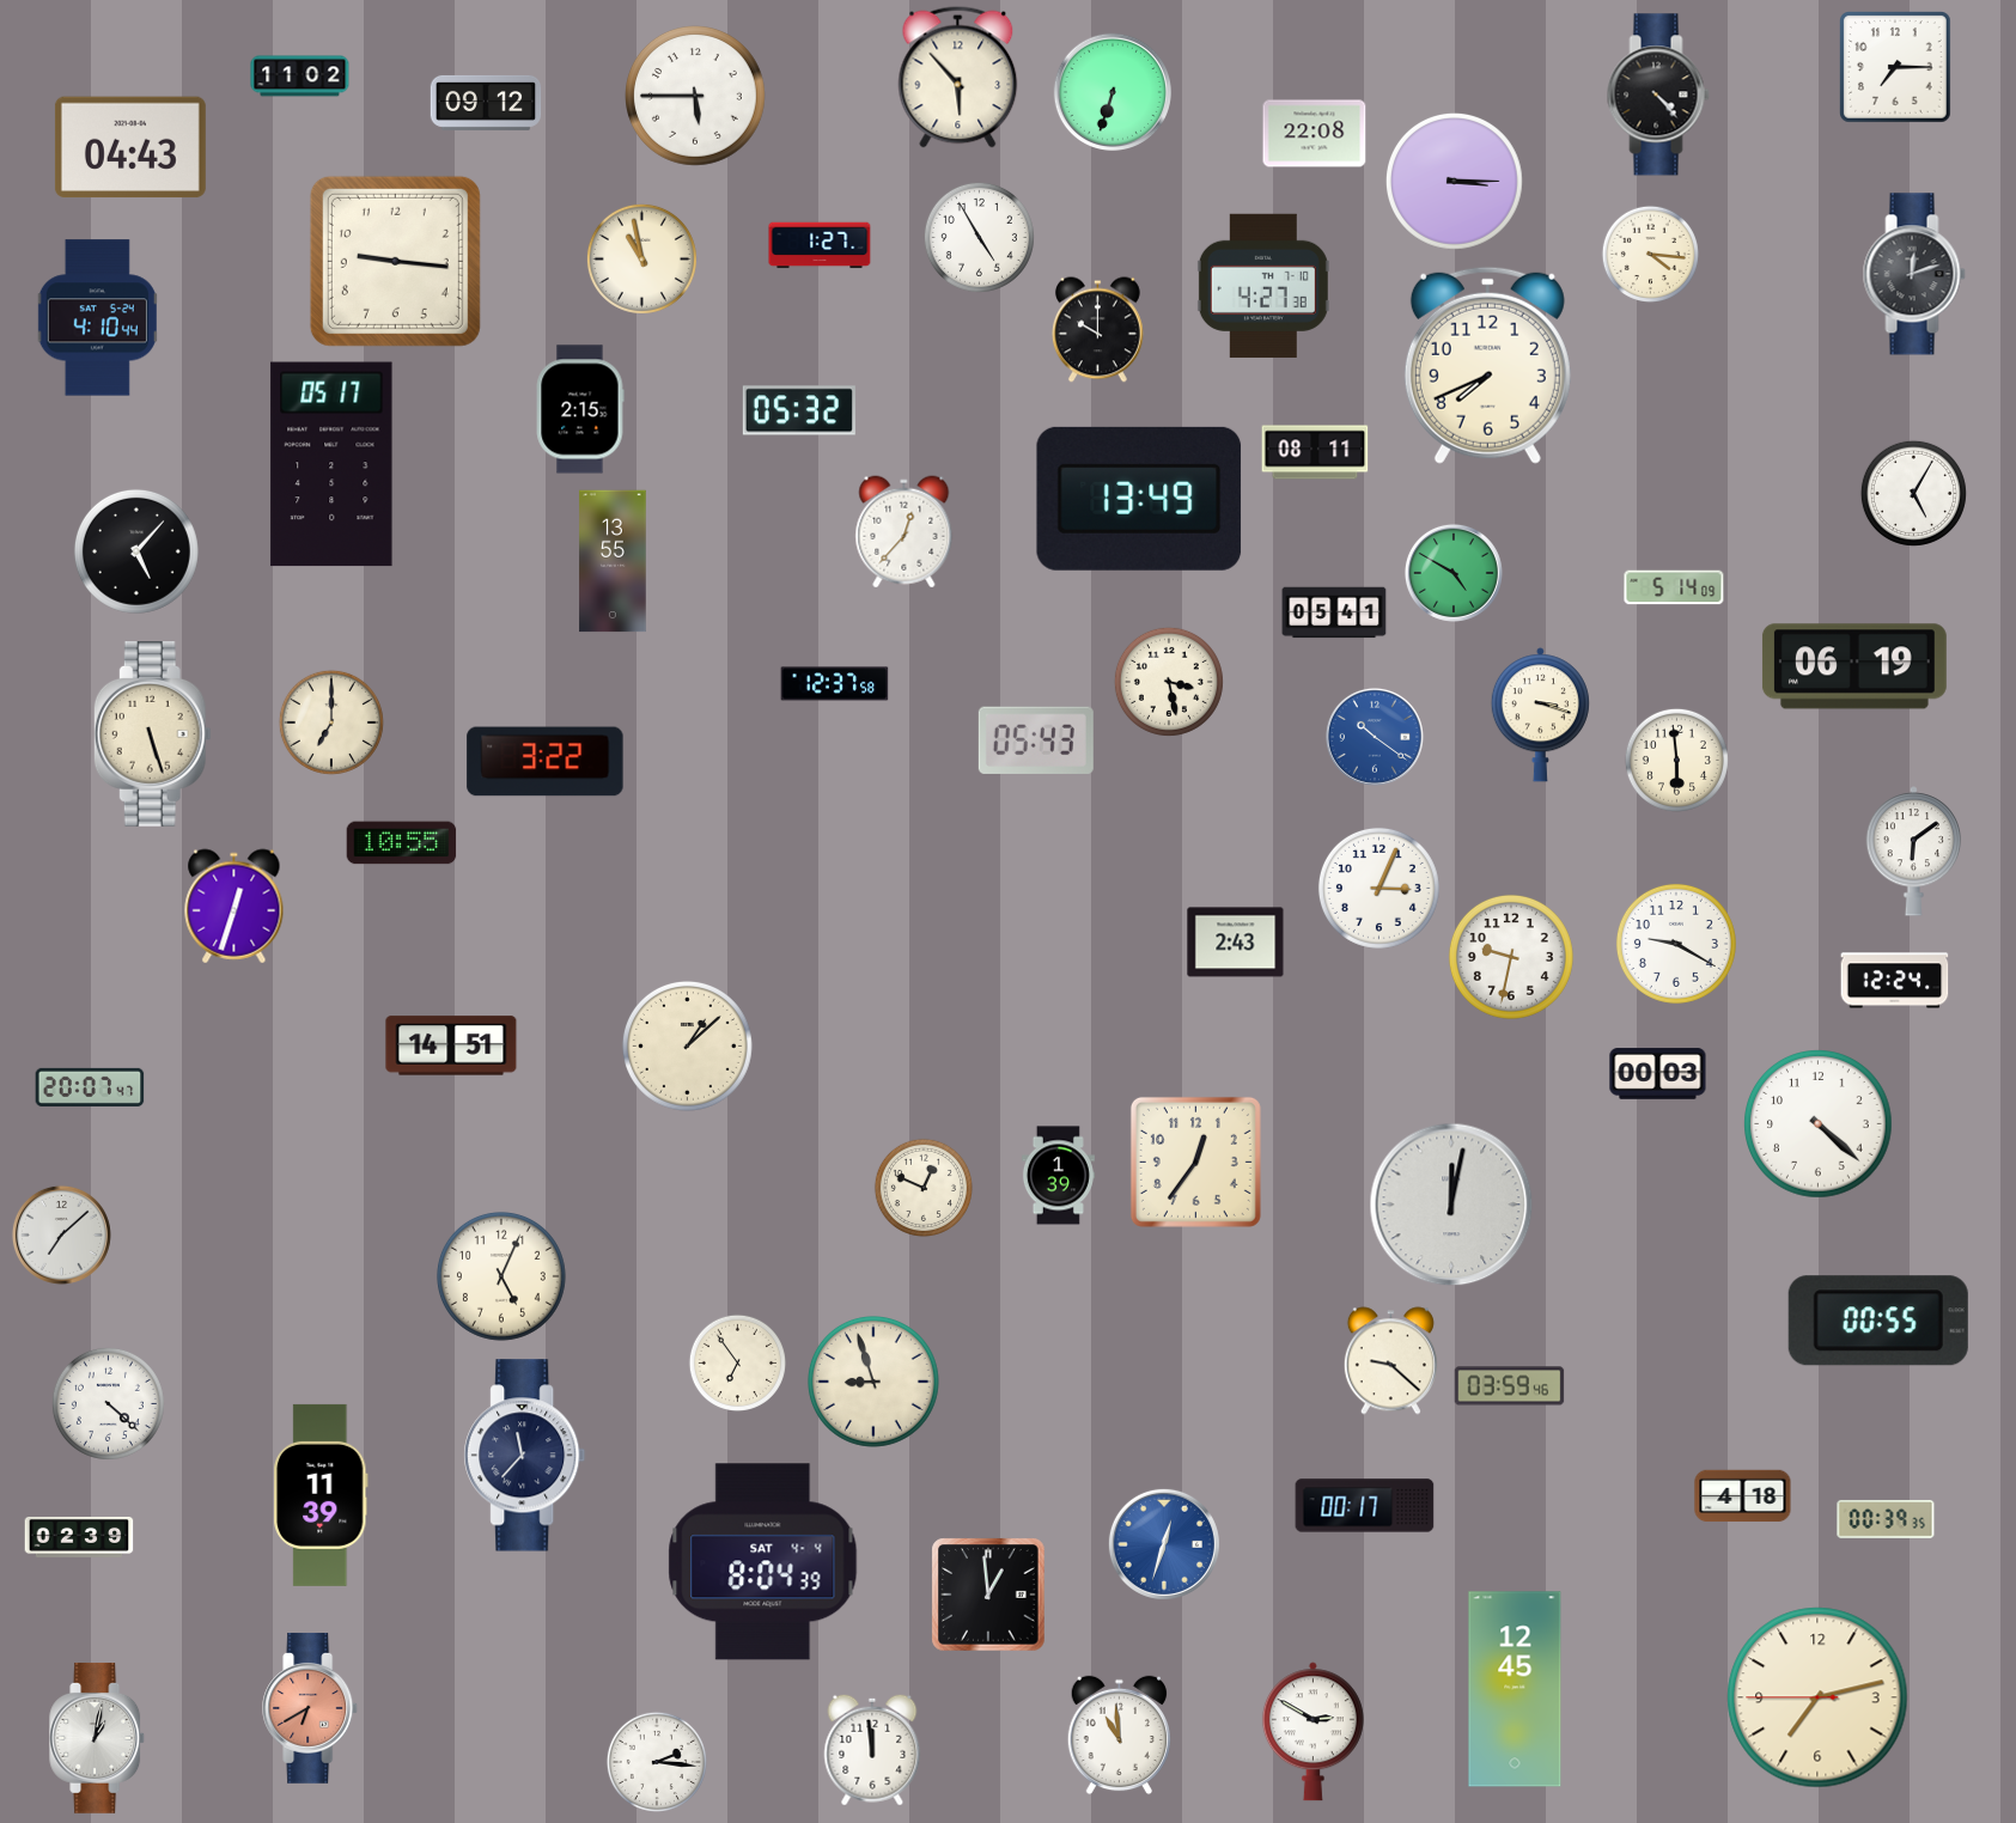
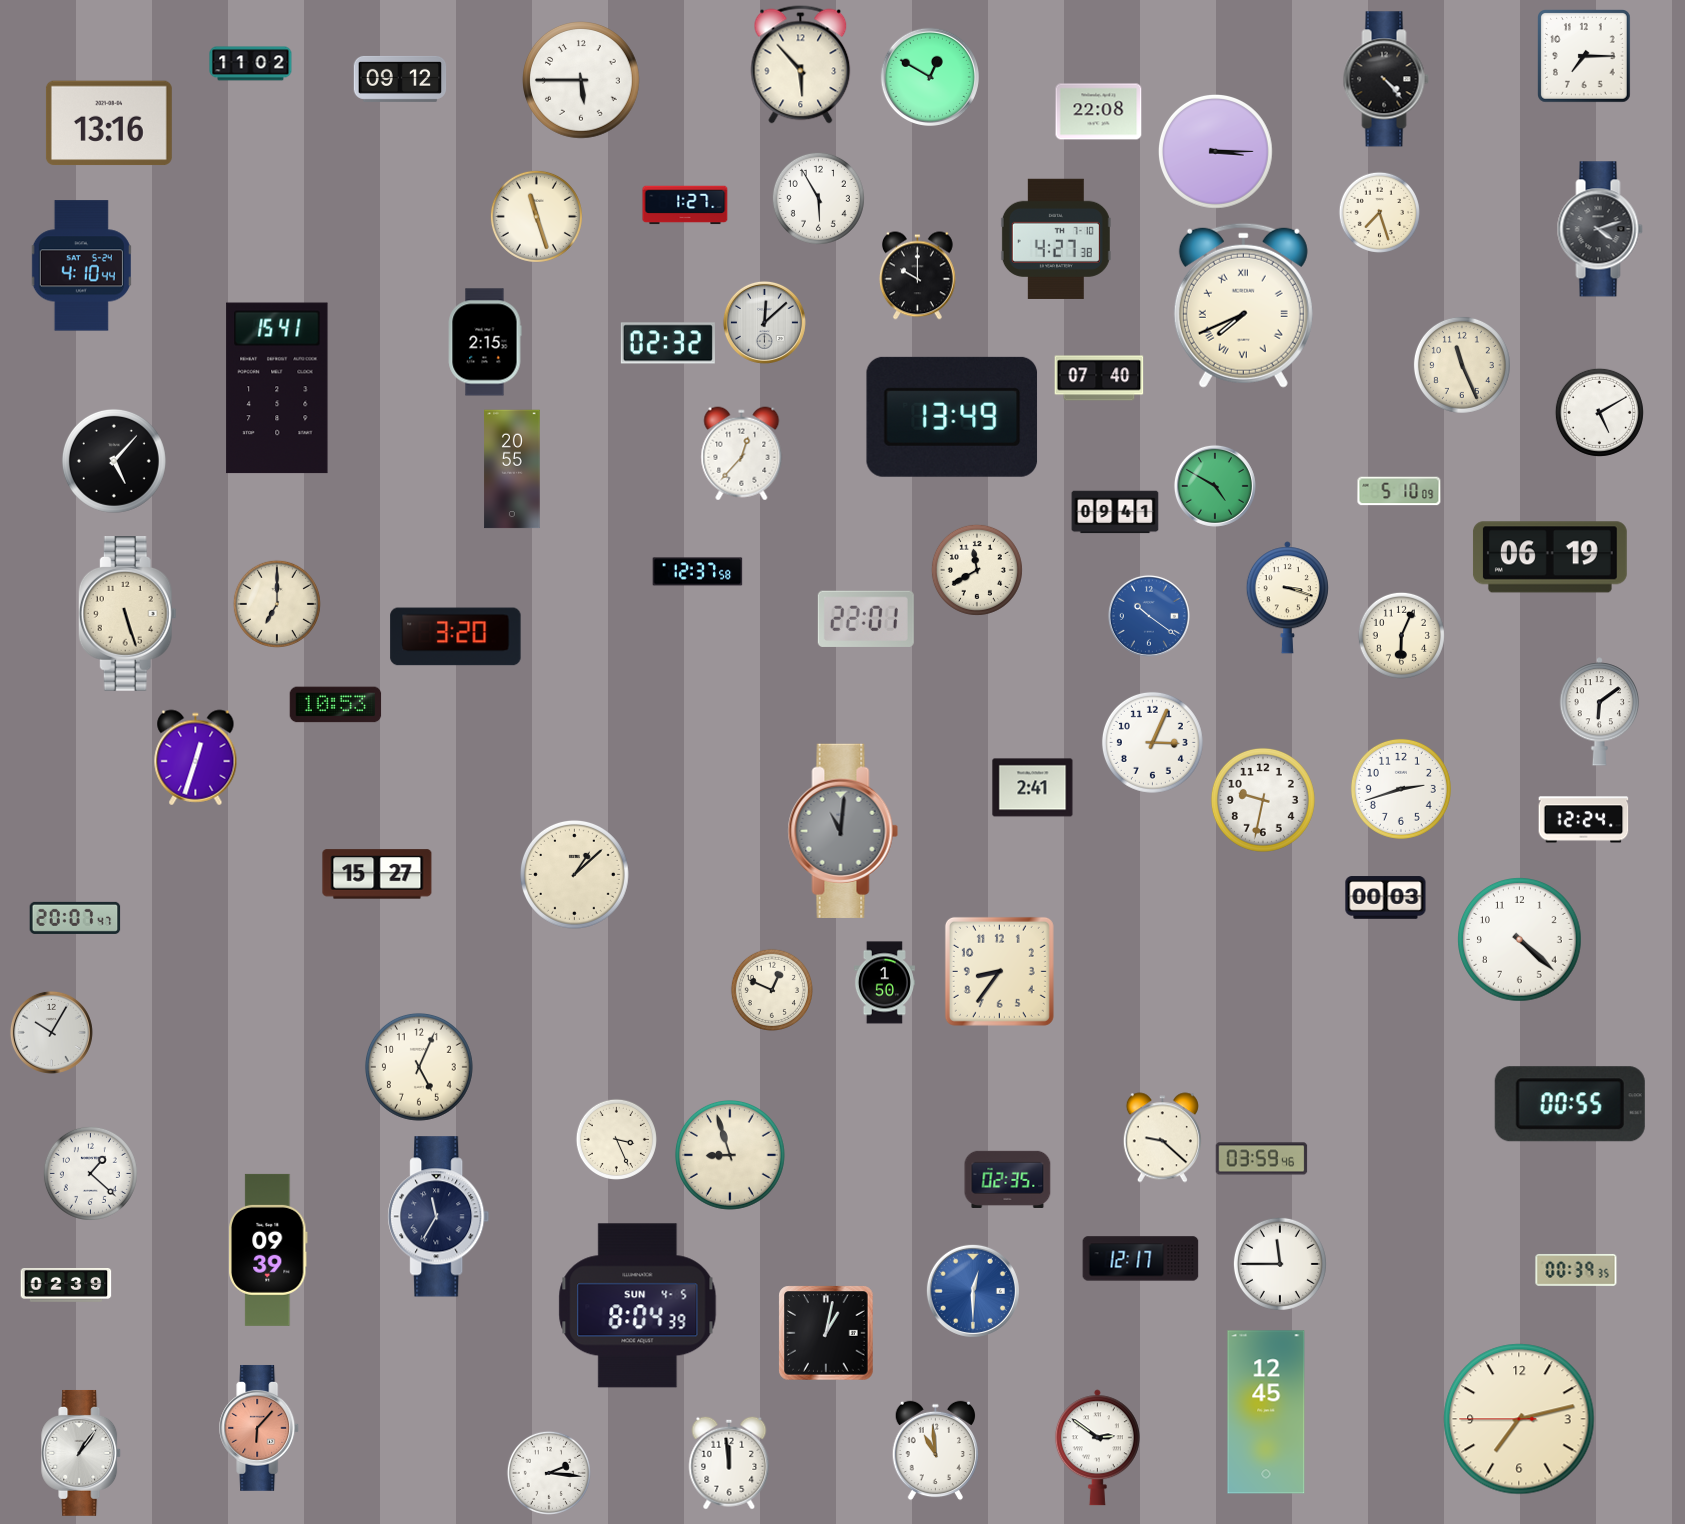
clock at (1113, 92): 6:33 -> 12:50
clock at (486, 103) position: (486, 103) -> (400, 79)
clock at (130, 147): 04:43 -> 13:16
clock at (979, 237): 4:55 -> 5:55
clock at (1650, 254): 4:16 -> 7:27
clock at (641, 258): 10:58 -> 11:27
clock at (395, 261): 9:16 -> none
clock at (1914, 274): 12:12 -> 4:12
clock at (1487, 365) numerals: Arabic -> Roman
clock at (764, 322): none -> 12:08
clock at (799, 410): 05:32 -> 02:32
clock at (1462, 365): none -> 11:26
clock at (1315, 452): 08:11 -> 07:40
clock at (331, 464): 05:17 -> 15:41
clock at (1913, 493): 5:05 -> 5:10
clock at (905, 532) position: (905, 532) -> (742, 454)
clock at (613, 561): 13:55 -> 20:55
clock at (1454, 573) position: (1454, 573) -> (1215, 486)
clock at (1674, 587): 5:14 -> 5:10
clock at (1334, 612): 05:41 -> 09:41
clock at (1169, 682): 3:28 -> 11:40
clock at (1036, 740): 05:43 -> 22:01
clock at (1676, 760): 5:59 -> 6:04
clock at (546, 762): 3:22 -> 3:20
clock at (402, 843): 10:55 -> 10:53
clock at (1236, 943): 2:43 -> 2:41
clock at (1676, 944): 9:20 -> 2:42
clock at (843, 831): none -> 11:01
clock at (451, 1045): 14:51 -> 15:27
clock at (90, 1087) position: (90, 1087) -> (75, 918)
clock at (1195, 1162): 12:36 -> 8:36
clock at (1058, 1176): 1:39 -> 1:50
clock at (924, 1188) position: (924, 1188) -> (772, 990)
clock at (1451, 1205): 12:02 -> none
clock at (61, 1234): 7:08 -> 10:05
clock at (737, 1362): 6:54 -> 3:26
clock at (108, 1403): 4:22 -> 1:22
clock at (1008, 1179): none -> 02:35
clock at (525, 1456): 11:37 -> 11:35
clock at (321, 1495): 11:39 -> 09:39
clock at (1743, 1496): 4:18 -> none
clock at (1365, 1506): 00:17 -> 12:17
clock at (1280, 1264): none -> 11:45
clock at (1164, 1544): 12:33 -> 12:30
clock at (763, 1562) date: SAT 4-4 -> SUN 4-5
clock at (988, 1595): 12:59 -> 1:02
clock at (311, 1708): 6:40 -> 6:07
clock at (1312, 1732): 2:50 -> 2:51
clock at (98, 1738): 1:02 -> 1:06
